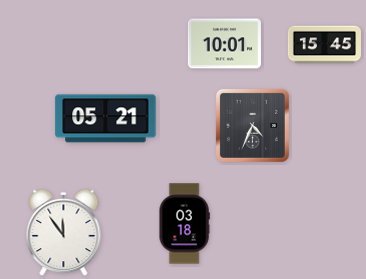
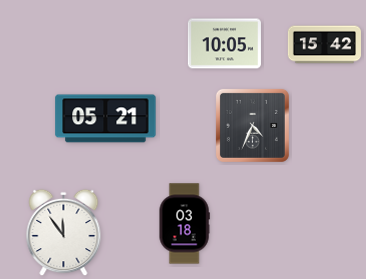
clock at (224, 44): 10:01 -> 10:05
clock at (324, 45): 15:45 -> 15:42
